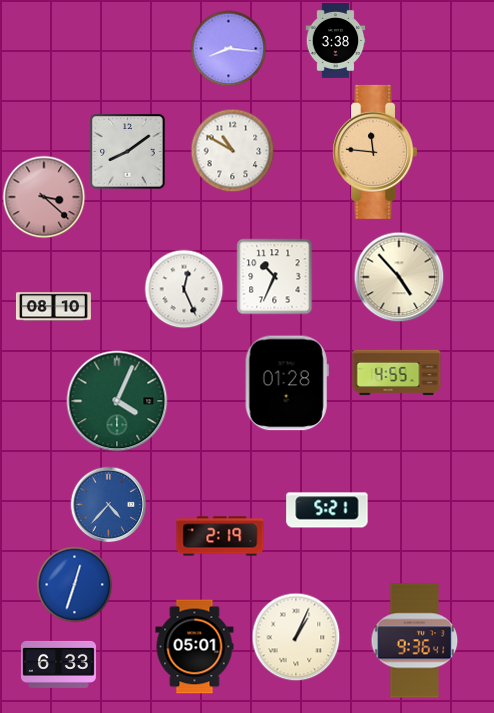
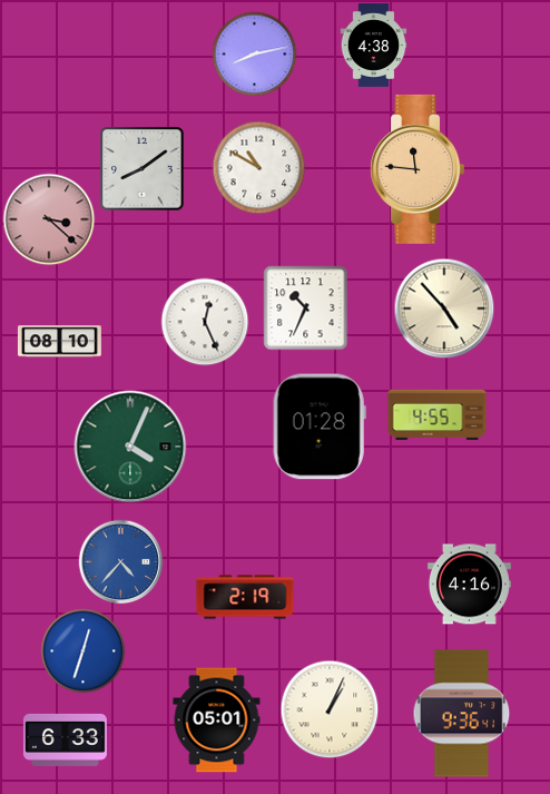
clock at (336, 40): 3:38 -> 4:38
clock at (229, 49): 8:16 -> 8:13
clock at (397, 373) position: (397, 373) -> (438, 415)
clock at (327, 510): 5:21 -> none
clock at (469, 585): none -> 4:16
